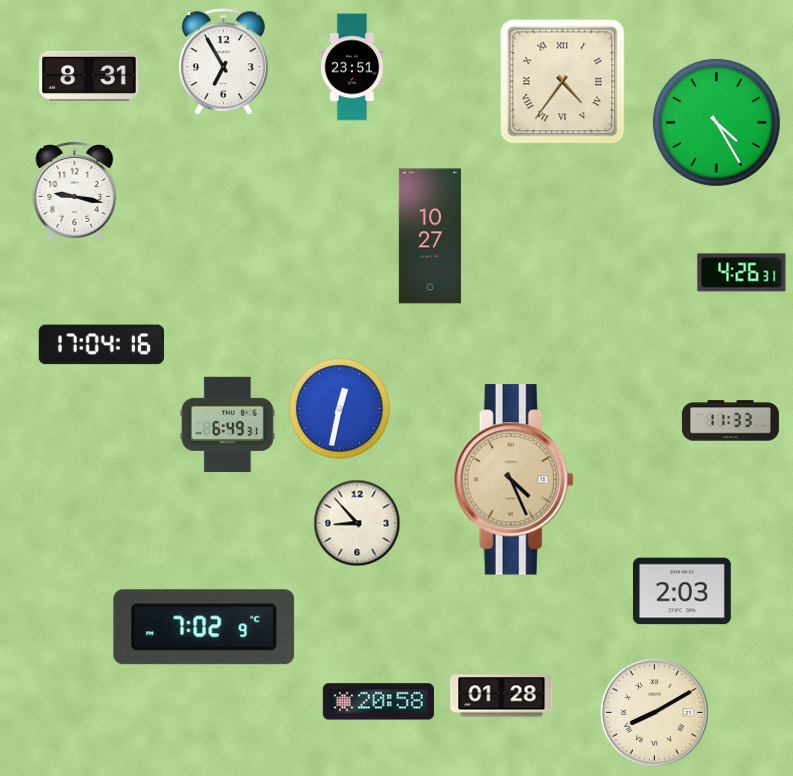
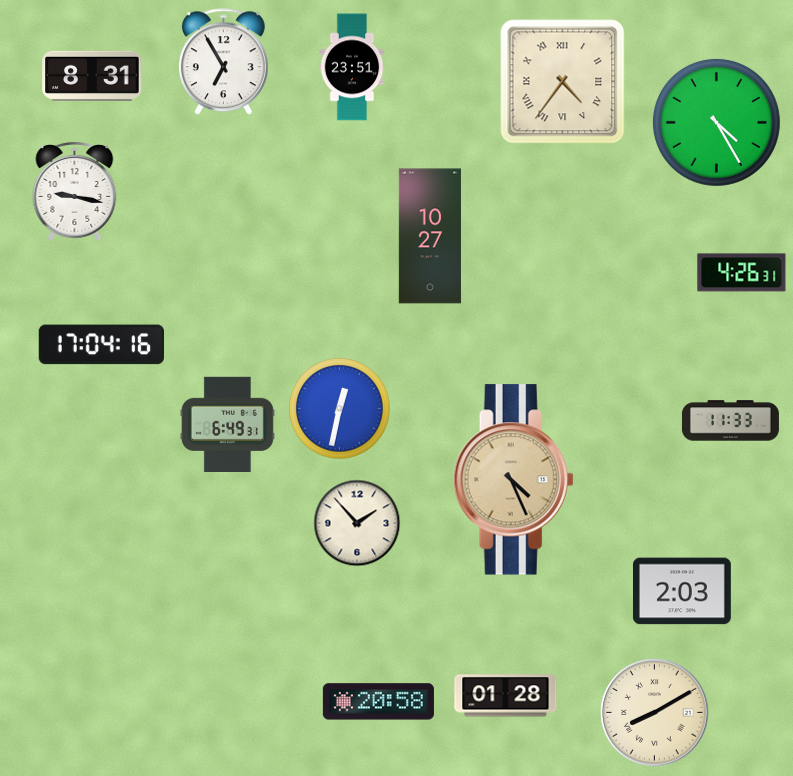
clock at (89, 76) position: (89, 76) -> (92, 76)
clock at (357, 523): 8:53 -> 1:53
clock at (204, 627): 7:02 -> none
clock at (502, 696) position: (502, 696) -> (506, 696)
